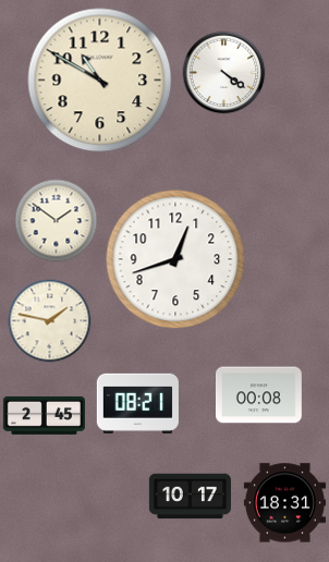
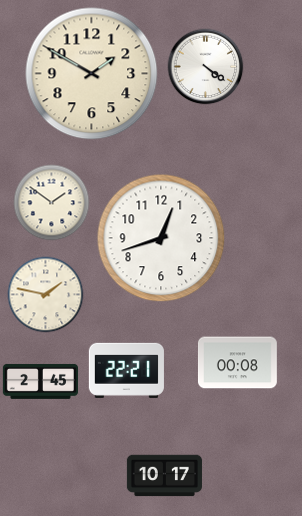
clock at (100, 81): 10:50 -> 1:50
clock at (137, 403): 08:21 -> 22:21
clock at (190, 497) position: (190, 497) -> (164, 476)
clock at (284, 503): 18:31 -> none
